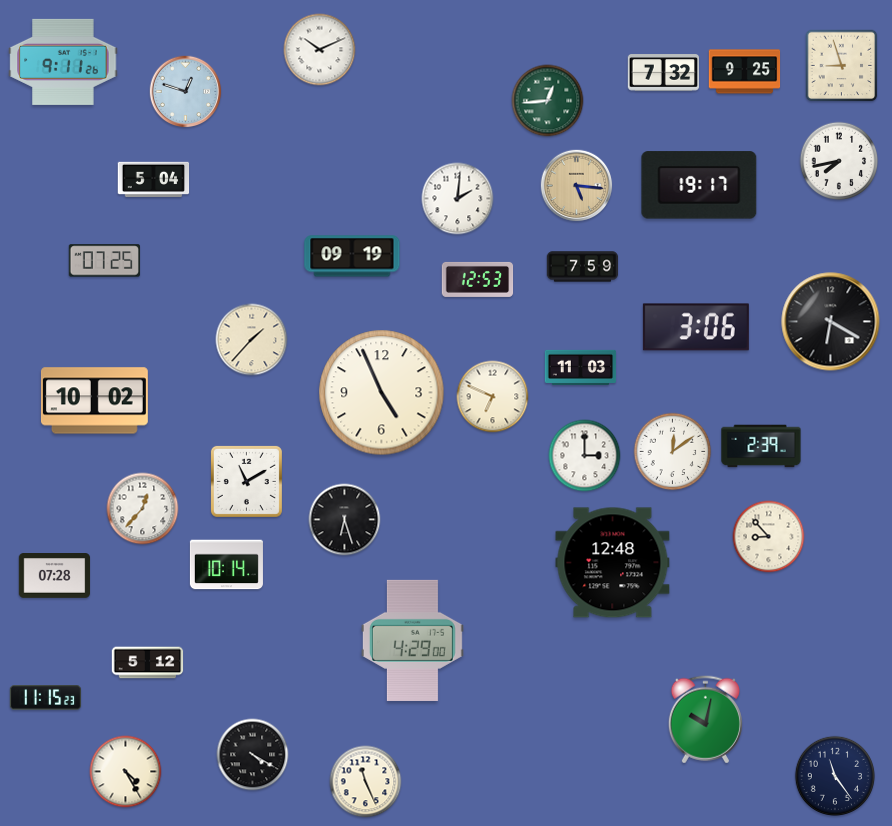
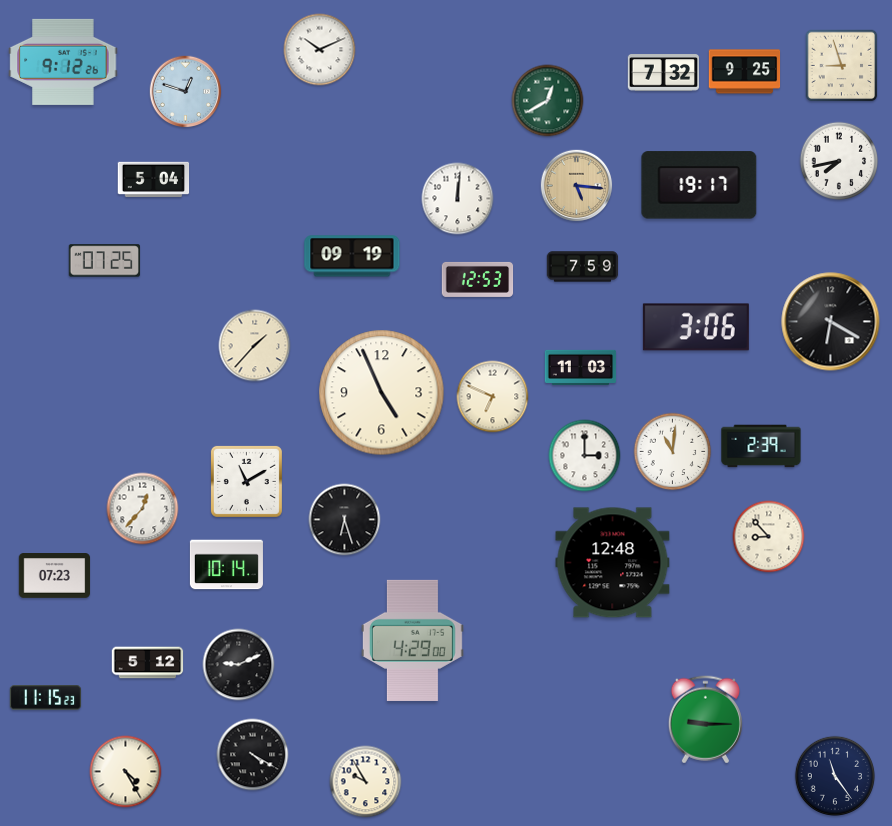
clock at (63, 62): 9:11 -> 9:12
clock at (548, 101): 12:44 -> 12:40
clock at (458, 199): 2:01 -> 12:01
clock at (252, 340) position: (252, 340) -> (255, 346)
clock at (94, 401): 10:02 -> none
clock at (673, 452): 12:09 -> 11:01
clock at (55, 576): 07:28 -> 07:23
clock at (239, 665): none -> 9:11
clock at (705, 720): 10:02 -> 9:15
clock at (366, 782): 11:26 -> 9:55
